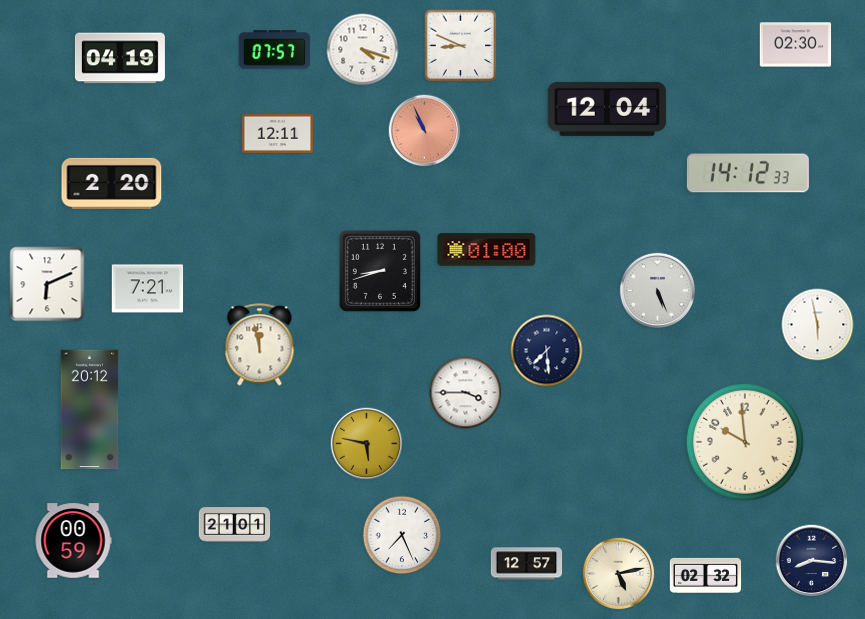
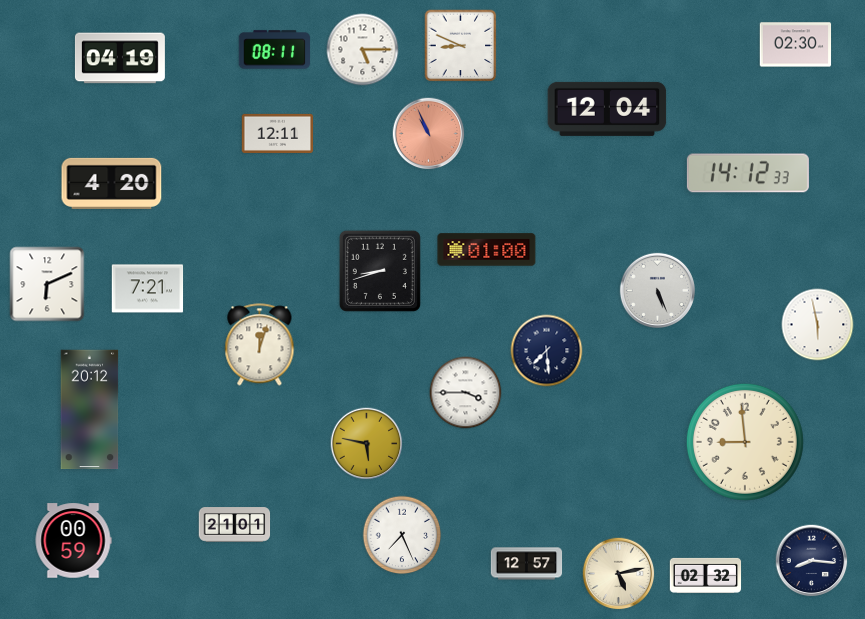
clock at (275, 50): 07:57 -> 08:11
clock at (363, 50): 4:18 -> 5:15
clock at (425, 131) position: (425, 131) -> (429, 134)
clock at (112, 183): 2:20 -> 4:20
clock at (260, 345): 11:58 -> 12:03
clock at (745, 442): 9:59 -> 8:59
